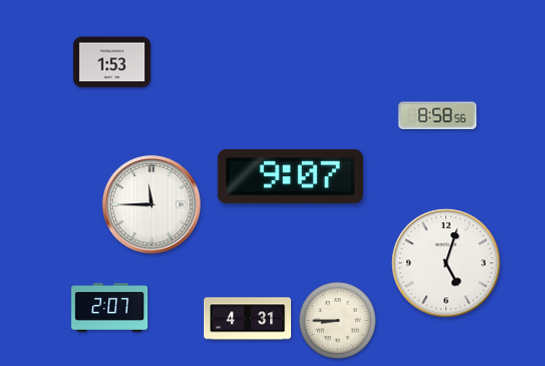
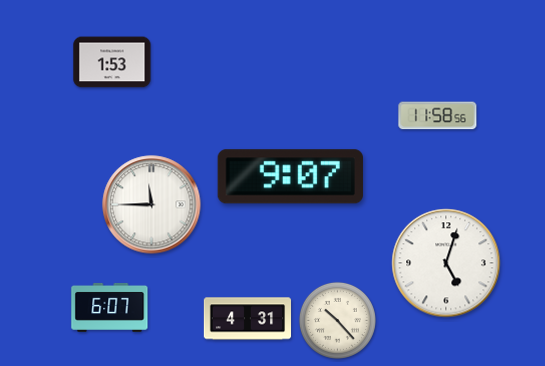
clock at (438, 116): 8:58 -> 11:58
clock at (110, 307): 2:07 -> 6:07
clock at (337, 320): 8:45 -> 10:23
